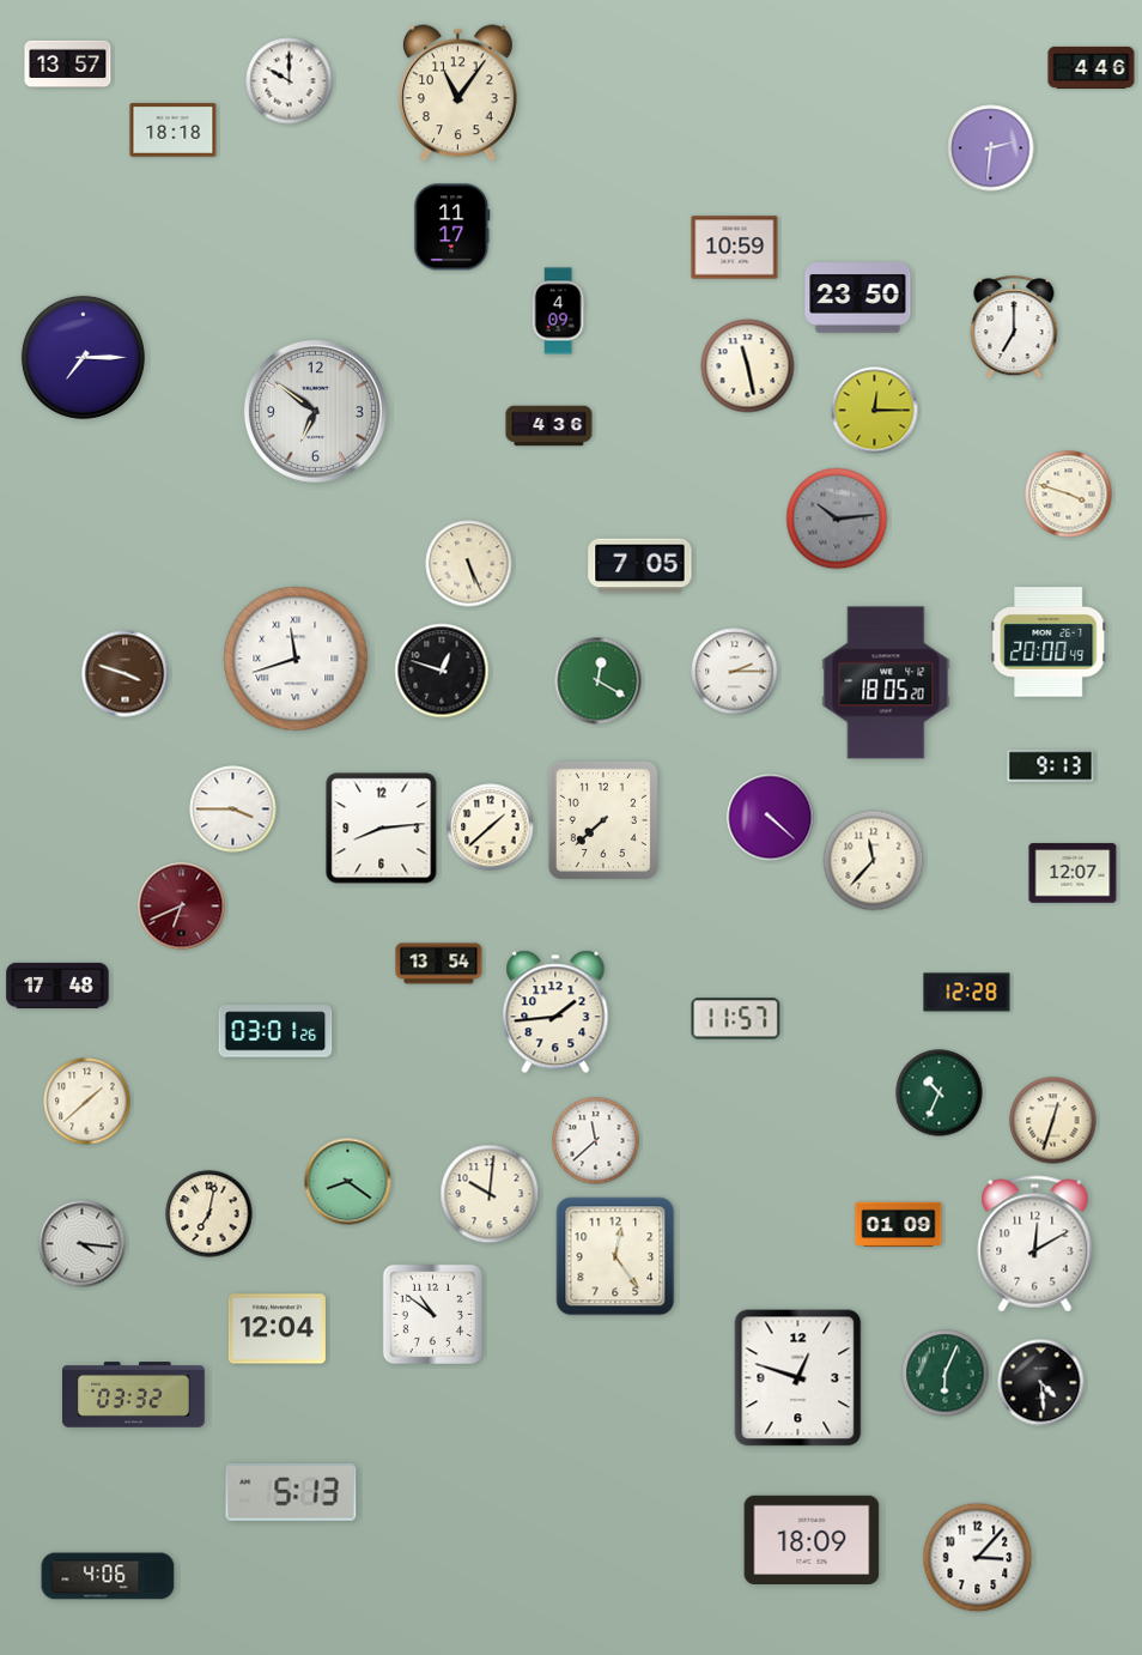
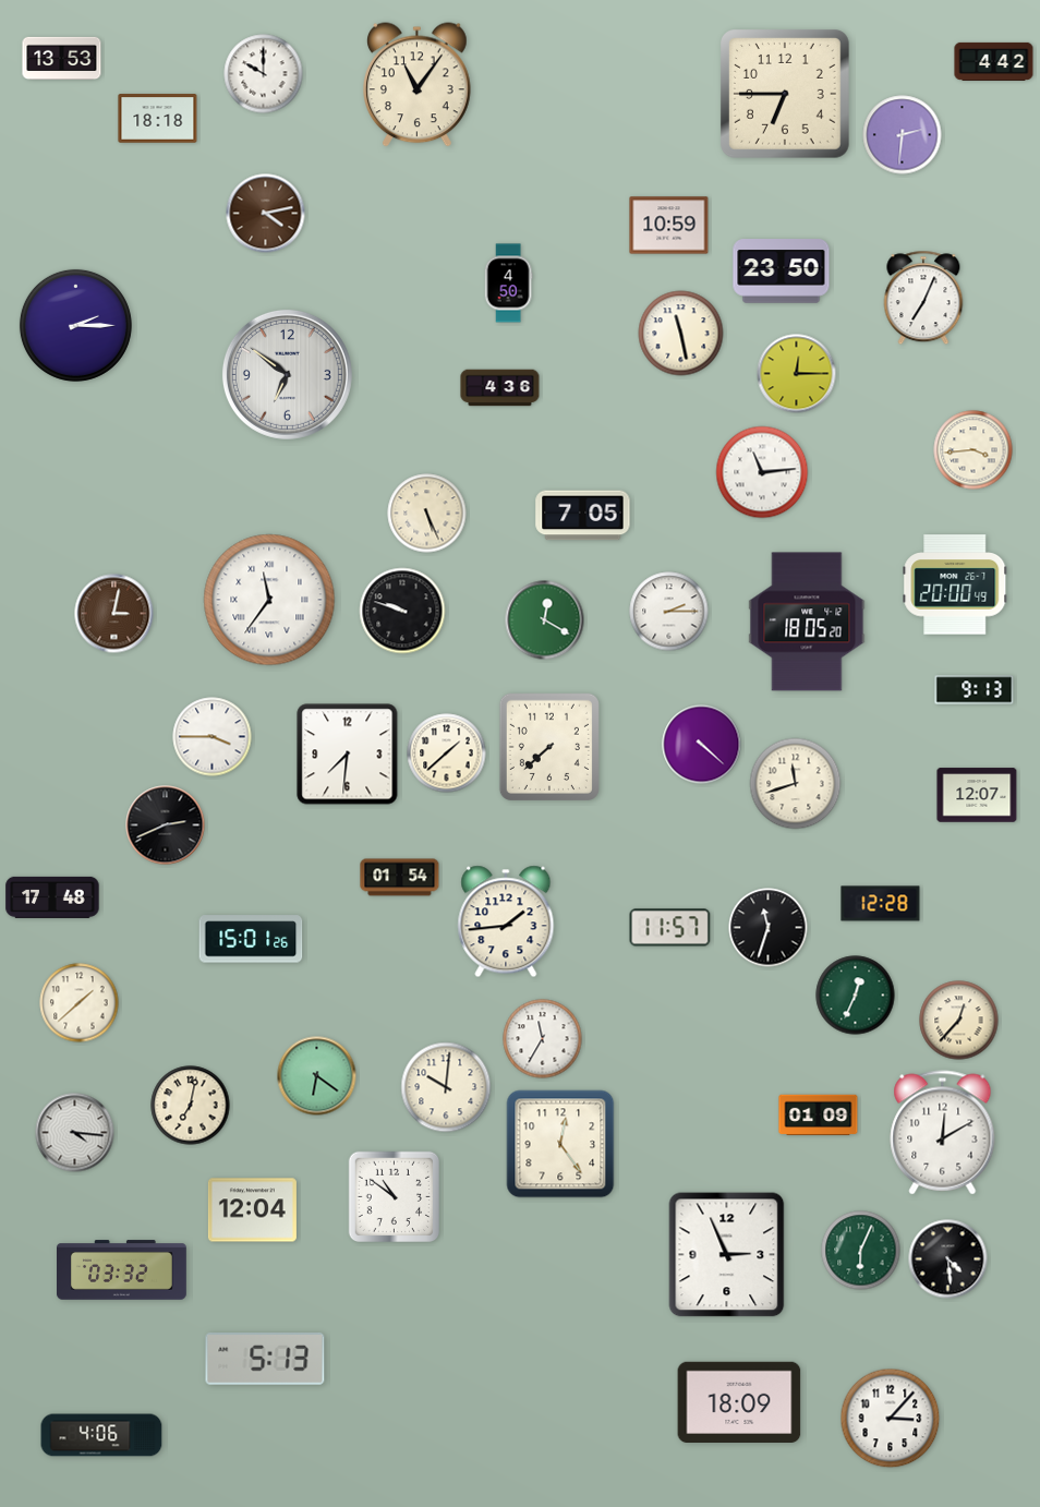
clock at (68, 65): 13:57 -> 13:53
clock at (1092, 67): 4:46 -> 4:42
clock at (786, 95): none -> 6:45
clock at (452, 228): 11:17 -> none
clock at (266, 214): none -> 4:13
clock at (558, 311): 4:09 -> 4:50
clock at (1014, 327): 7:00 -> 7:04
clock at (83, 357): 7:15 -> 2:15
clock at (1069, 495): 3:48 -> 3:44
clock at (837, 519): 10:14 -> 11:14
clock at (837, 519) dial: grey -> white
clock at (296, 659): 11:42 -> 11:36
clock at (442, 671): 12:48 -> 9:48
clock at (126, 674): 3:48 -> 3:02
clock at (1051, 766) position: (1051, 766) -> (975, 690)
clock at (382, 829): 8:14 -> 7:31
clock at (874, 861): 11:37 -> 11:42
clock at (182, 907): 6:41 -> 2:41
clock at (182, 907) dial: burgundy -> black
clock at (439, 964): 13:54 -> 01:54
clock at (769, 928): none -> 11:33
clock at (275, 1031): 03:01 -> 15:01
clock at (940, 1093): 10:34 -> 12:34
clock at (1053, 1121): 12:33 -> 12:37
clock at (596, 1141): 11:38 -> 11:35
clock at (348, 1182): 8:21 -> 6:21
clock at (798, 1378): 12:48 -> 2:56
clock at (108, 1576) position: (108, 1576) -> (101, 1435)
